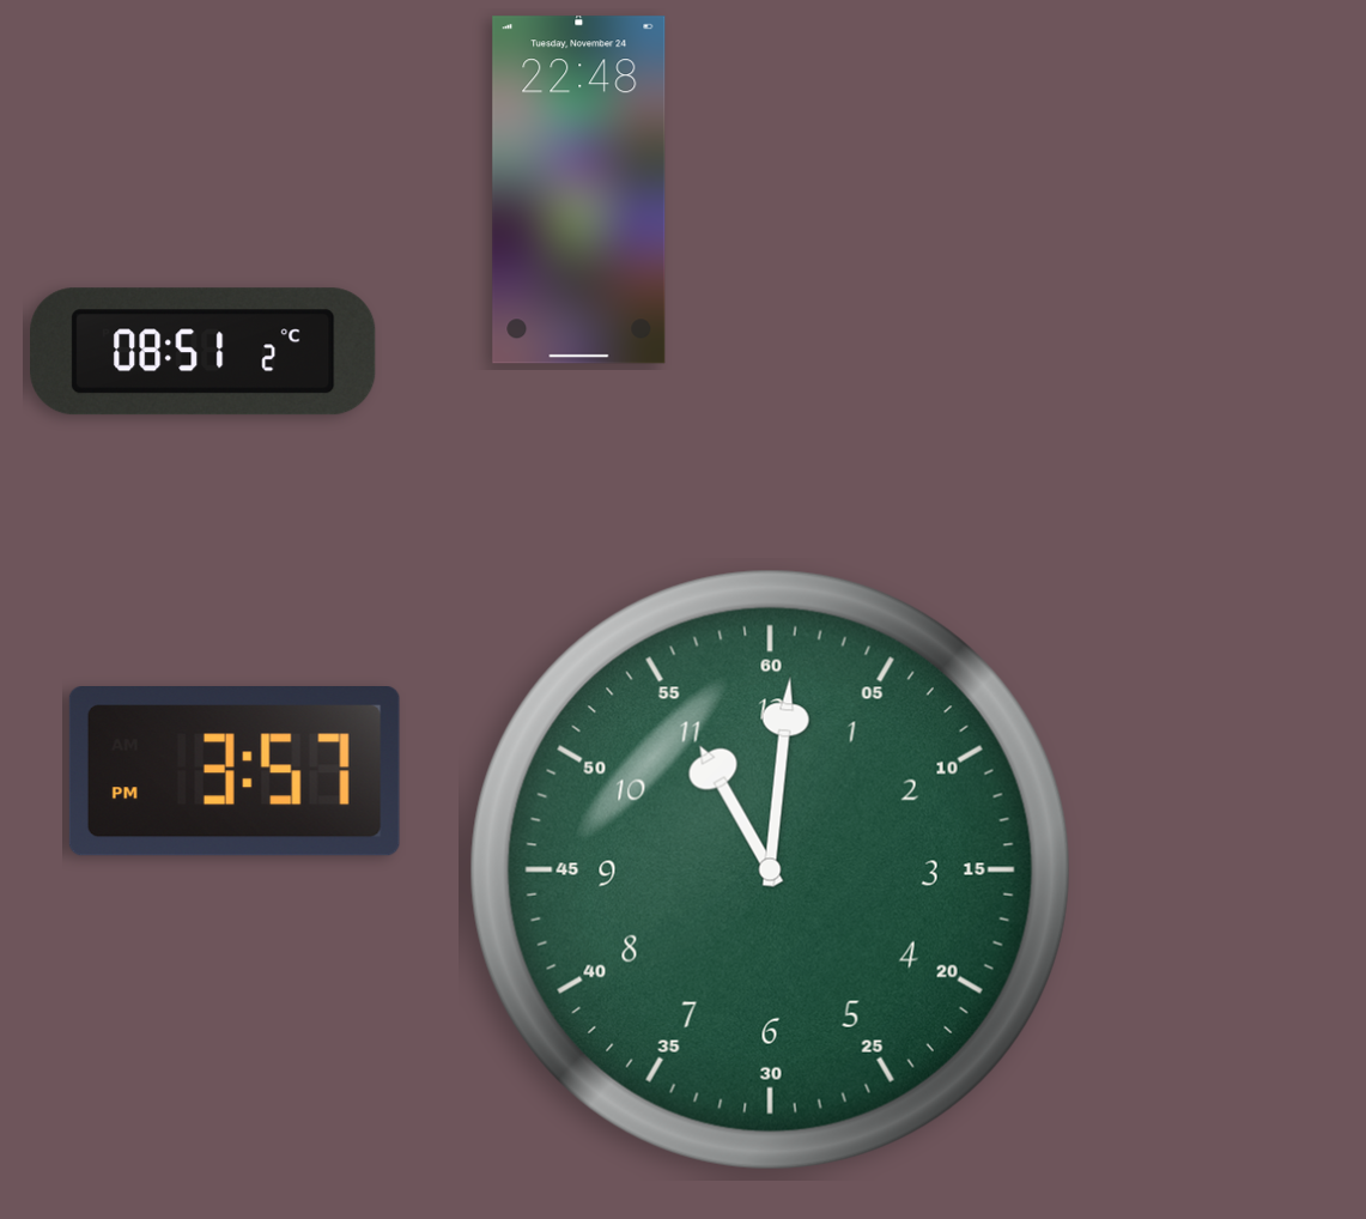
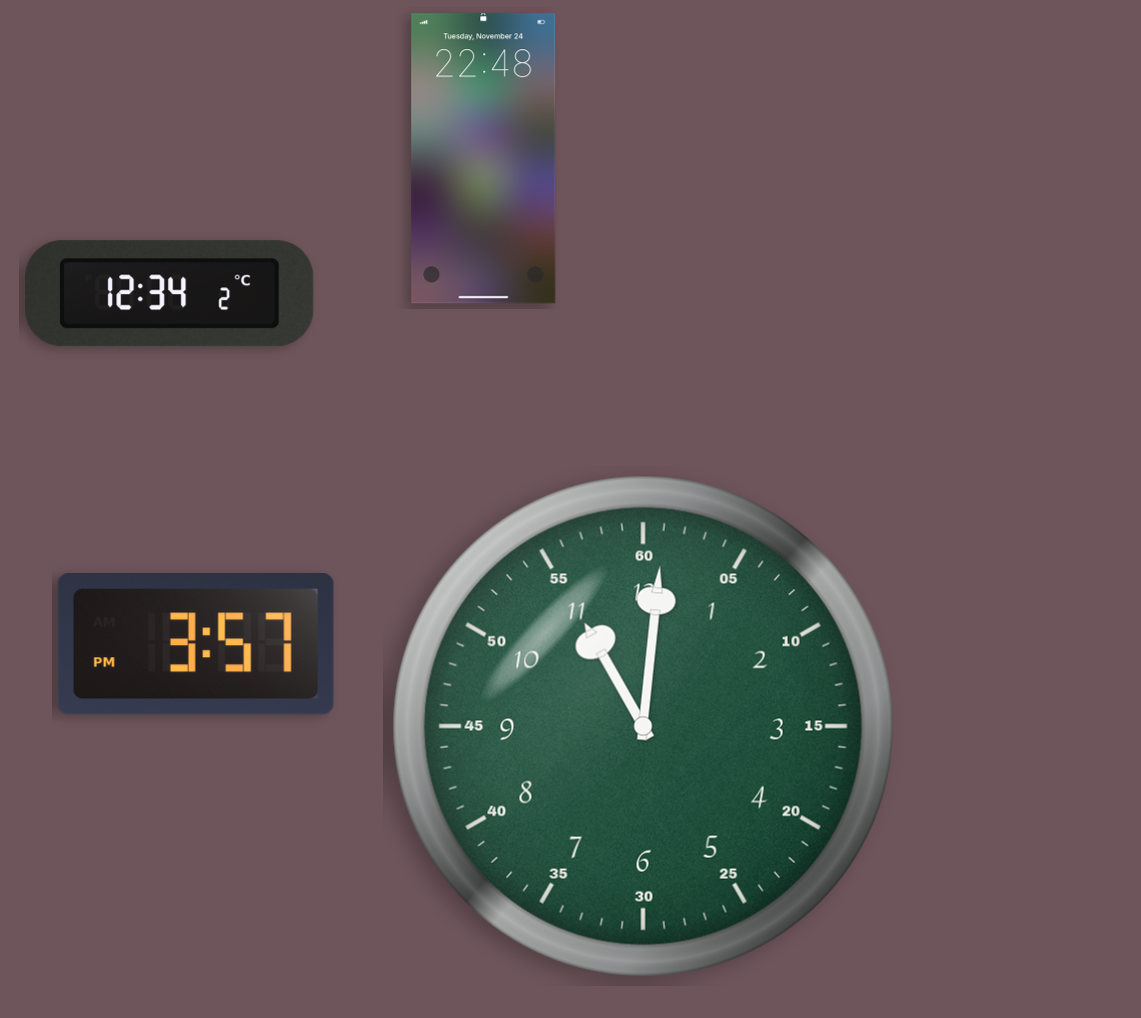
clock at (204, 352): 08:51 -> 12:34
